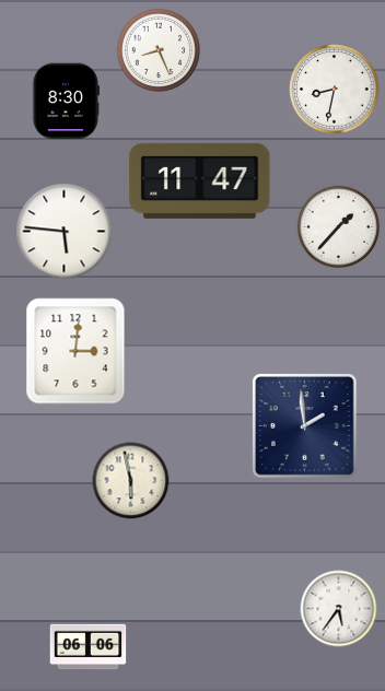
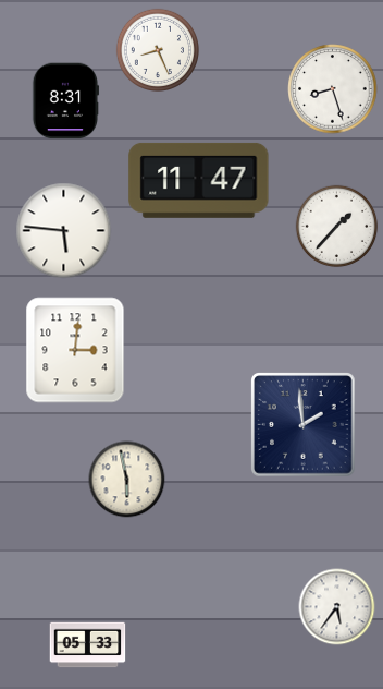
clock at (335, 90): 8:32 -> 8:27
clock at (66, 102): 8:30 -> 8:31
clock at (131, 481) position: (131, 481) -> (127, 480)
clock at (89, 647): 06:06 -> 05:33
